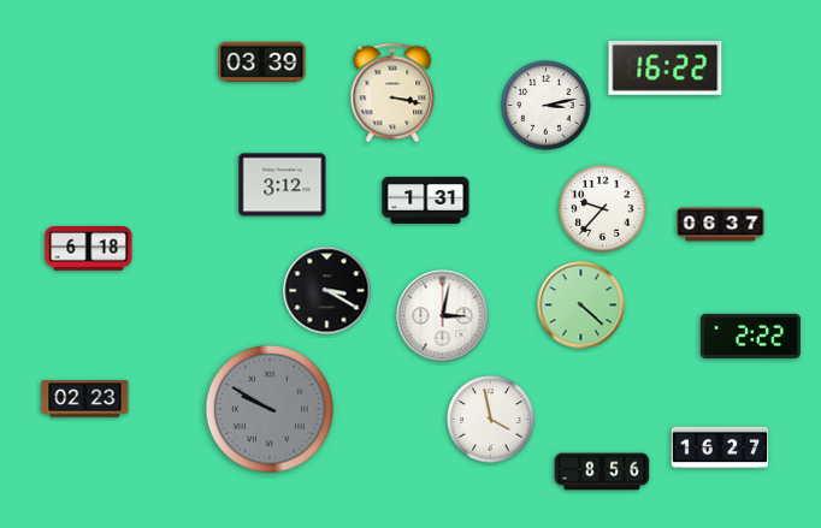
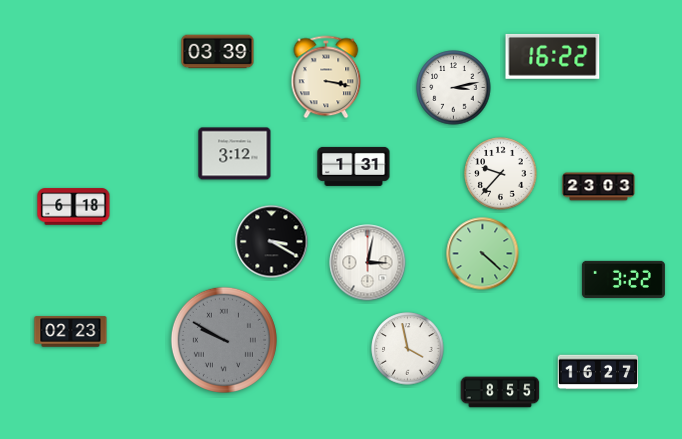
clock at (721, 225): 06:37 -> 23:03
clock at (750, 336): 2:22 -> 3:22
clock at (602, 471): 8:56 -> 8:55
